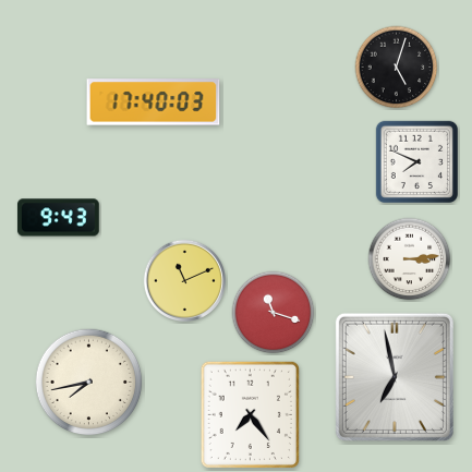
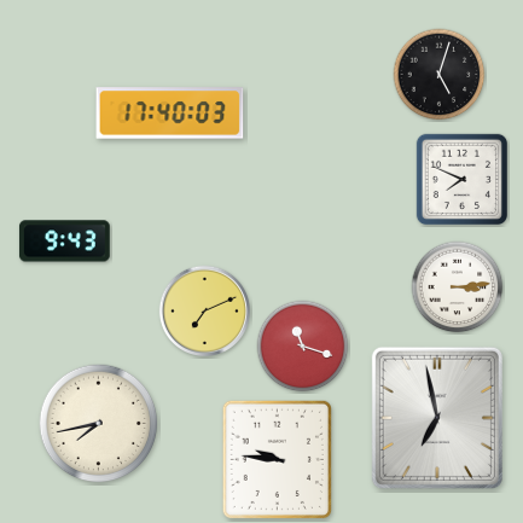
clock at (410, 259) position: (410, 259) -> (458, 287)
clock at (184, 280): 11:11 -> 7:11
clock at (250, 414): 7:24 -> 9:46
